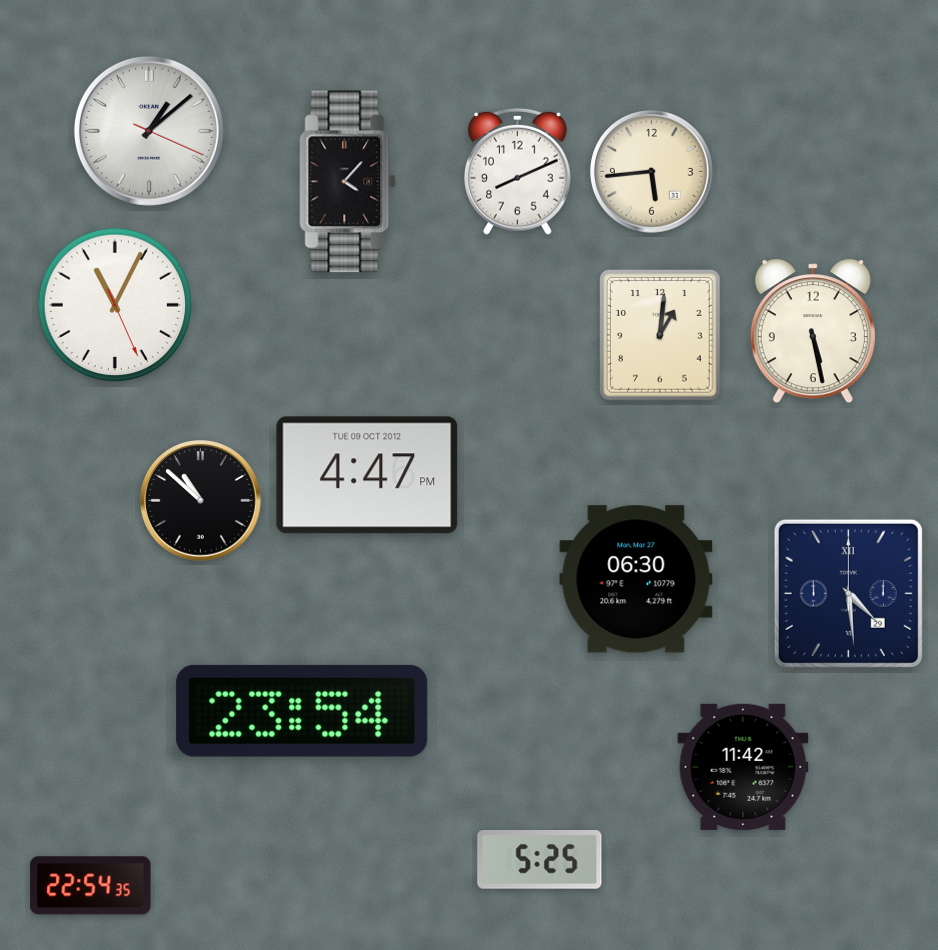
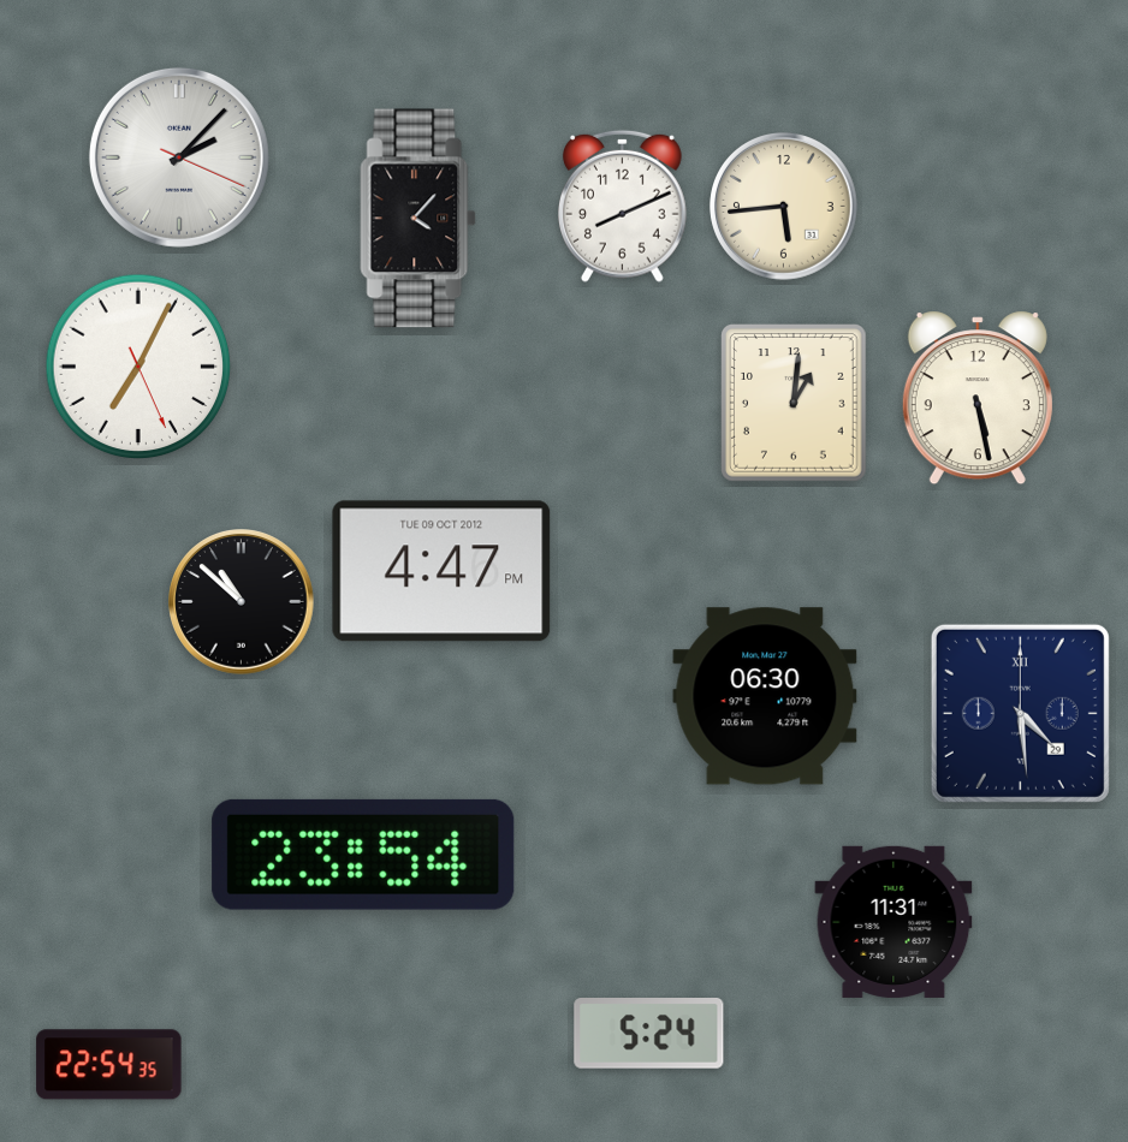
clock at (149, 131): 1:08 -> 2:07
clock at (115, 305): 11:04 -> 7:04
clock at (743, 767): 11:42 -> 11:31
clock at (540, 860): 5:25 -> 5:24
